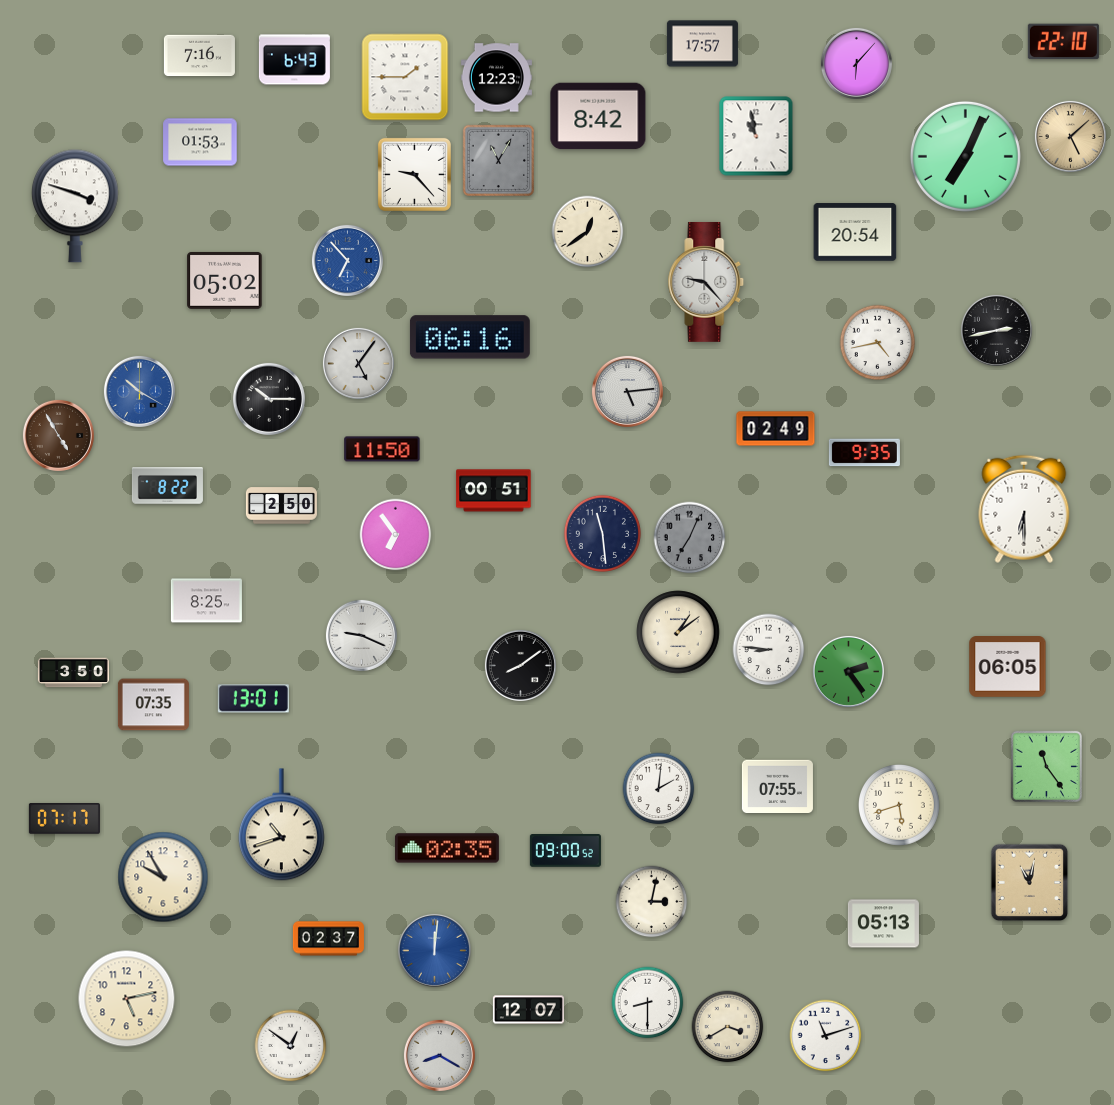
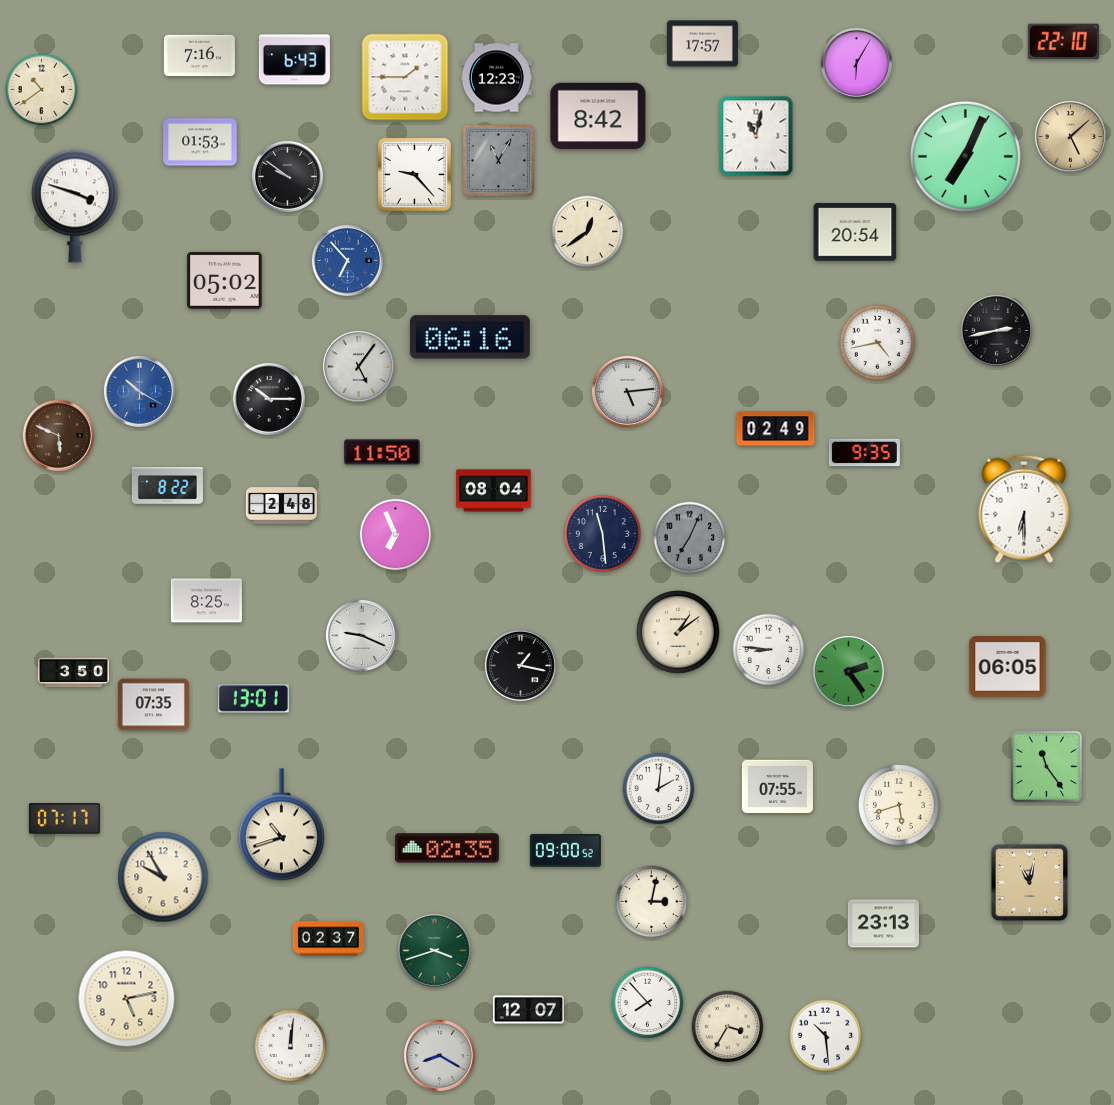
clock at (856, 63): 6:07 -> 6:05
clock at (42, 90): none -> 10:39
clock at (756, 136): 10:58 -> 11:02
clock at (287, 176): none -> 9:51
clock at (706, 282): 9:23 -> none
clock at (358, 363) position: (358, 363) -> (358, 366)
clock at (58, 435): 4:55 -> 5:49
clock at (382, 449) position: (382, 449) -> (382, 452)
clock at (494, 491): 00:51 -> 08:04
clock at (281, 506): 2:50 -> 2:48
clock at (396, 535): 6:54 -> 6:56
clock at (520, 665): 8:09 -> 1:17
clock at (883, 924): 05:13 -> 23:13
clock at (434, 950): 12:01 -> 3:42
clock at (434, 950) dial: blue -> green
clock at (648, 1003): 8:30 -> 7:53
clock at (728, 1027): 3:40 -> 3:35
clock at (826, 1036): 11:12 -> 10:29
clock at (291, 1046): 12:51 -> 12:01
